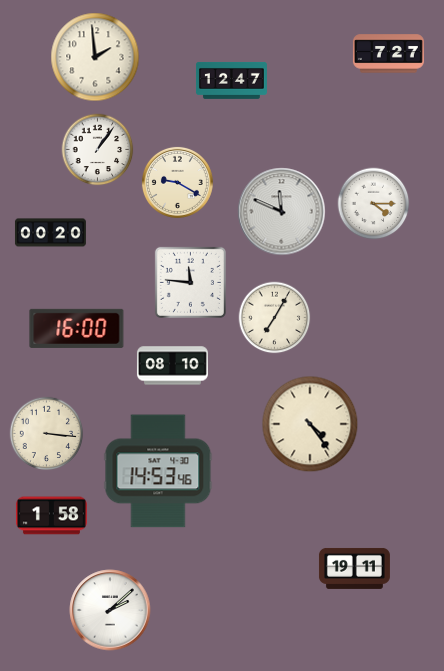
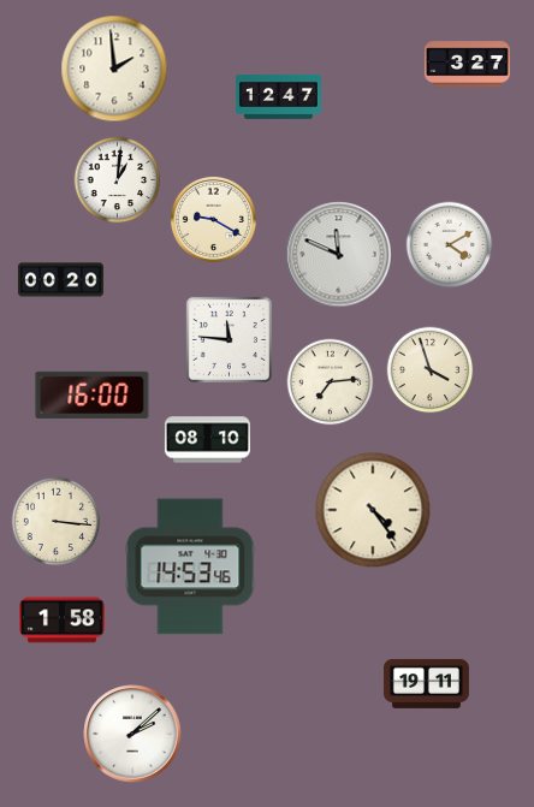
clock at (388, 54): 7:27 -> 3:27
clock at (98, 150): 1:06 -> 1:01
clock at (374, 204): 4:15 -> 4:10
clock at (431, 370): none -> 3:57
clock at (275, 318): 7:05 -> 7:14
